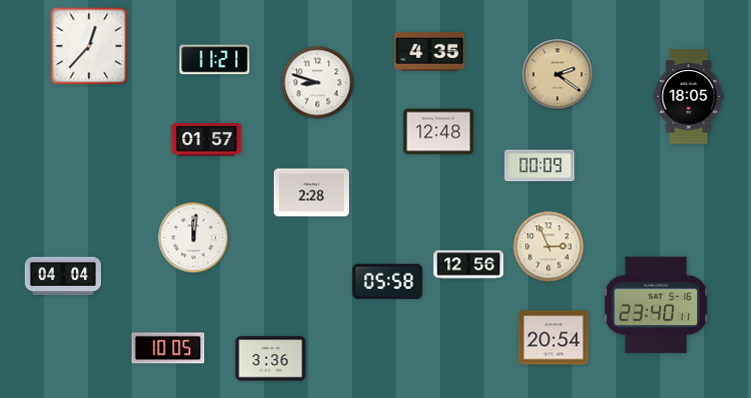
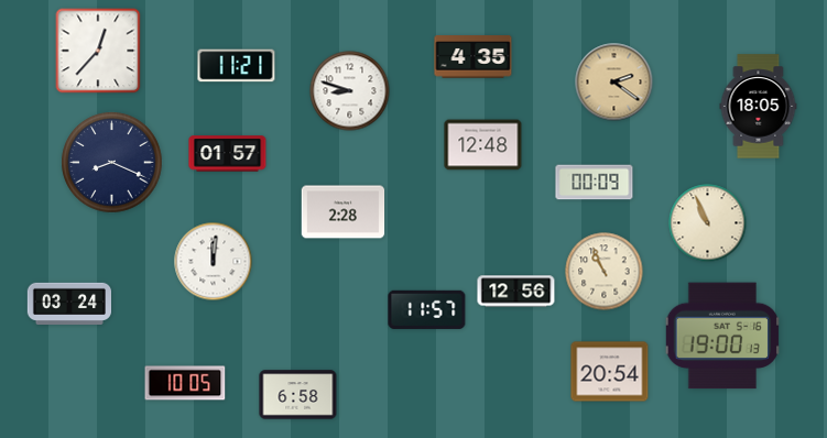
clock at (112, 163): none -> 8:19
clock at (708, 223): none -> 10:56
clock at (549, 247): 2:56 -> 10:56
clock at (62, 275): 04:04 -> 03:24
clock at (388, 281): 05:58 -> 11:57
clock at (655, 305): 23:40 -> 19:00
clock at (271, 359): 3:36 -> 6:58
